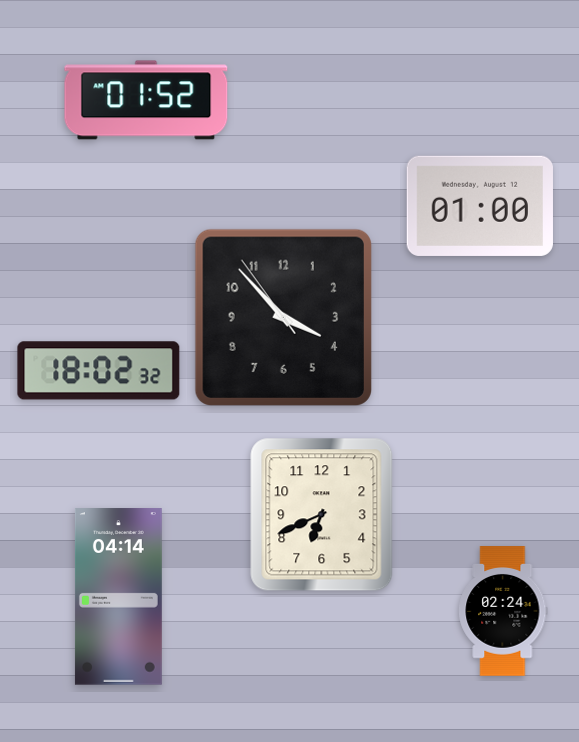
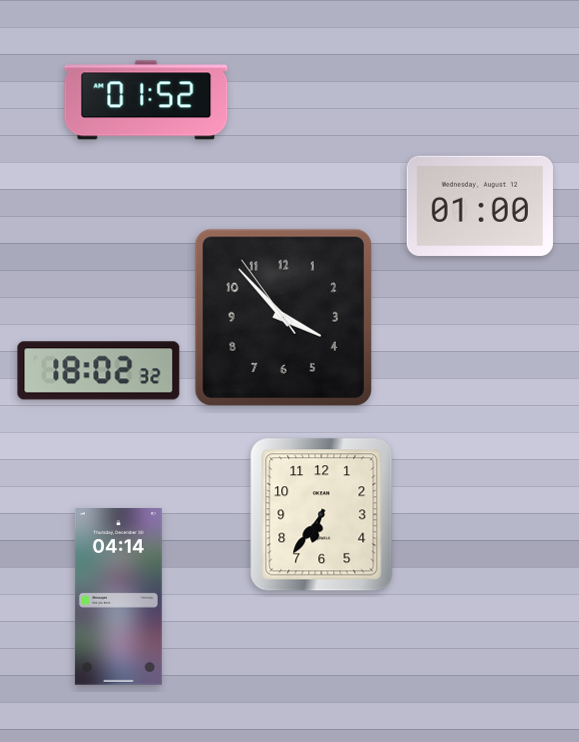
clock at (322, 515): 6:41 -> 6:36
clock at (503, 611): 02:24 -> none
